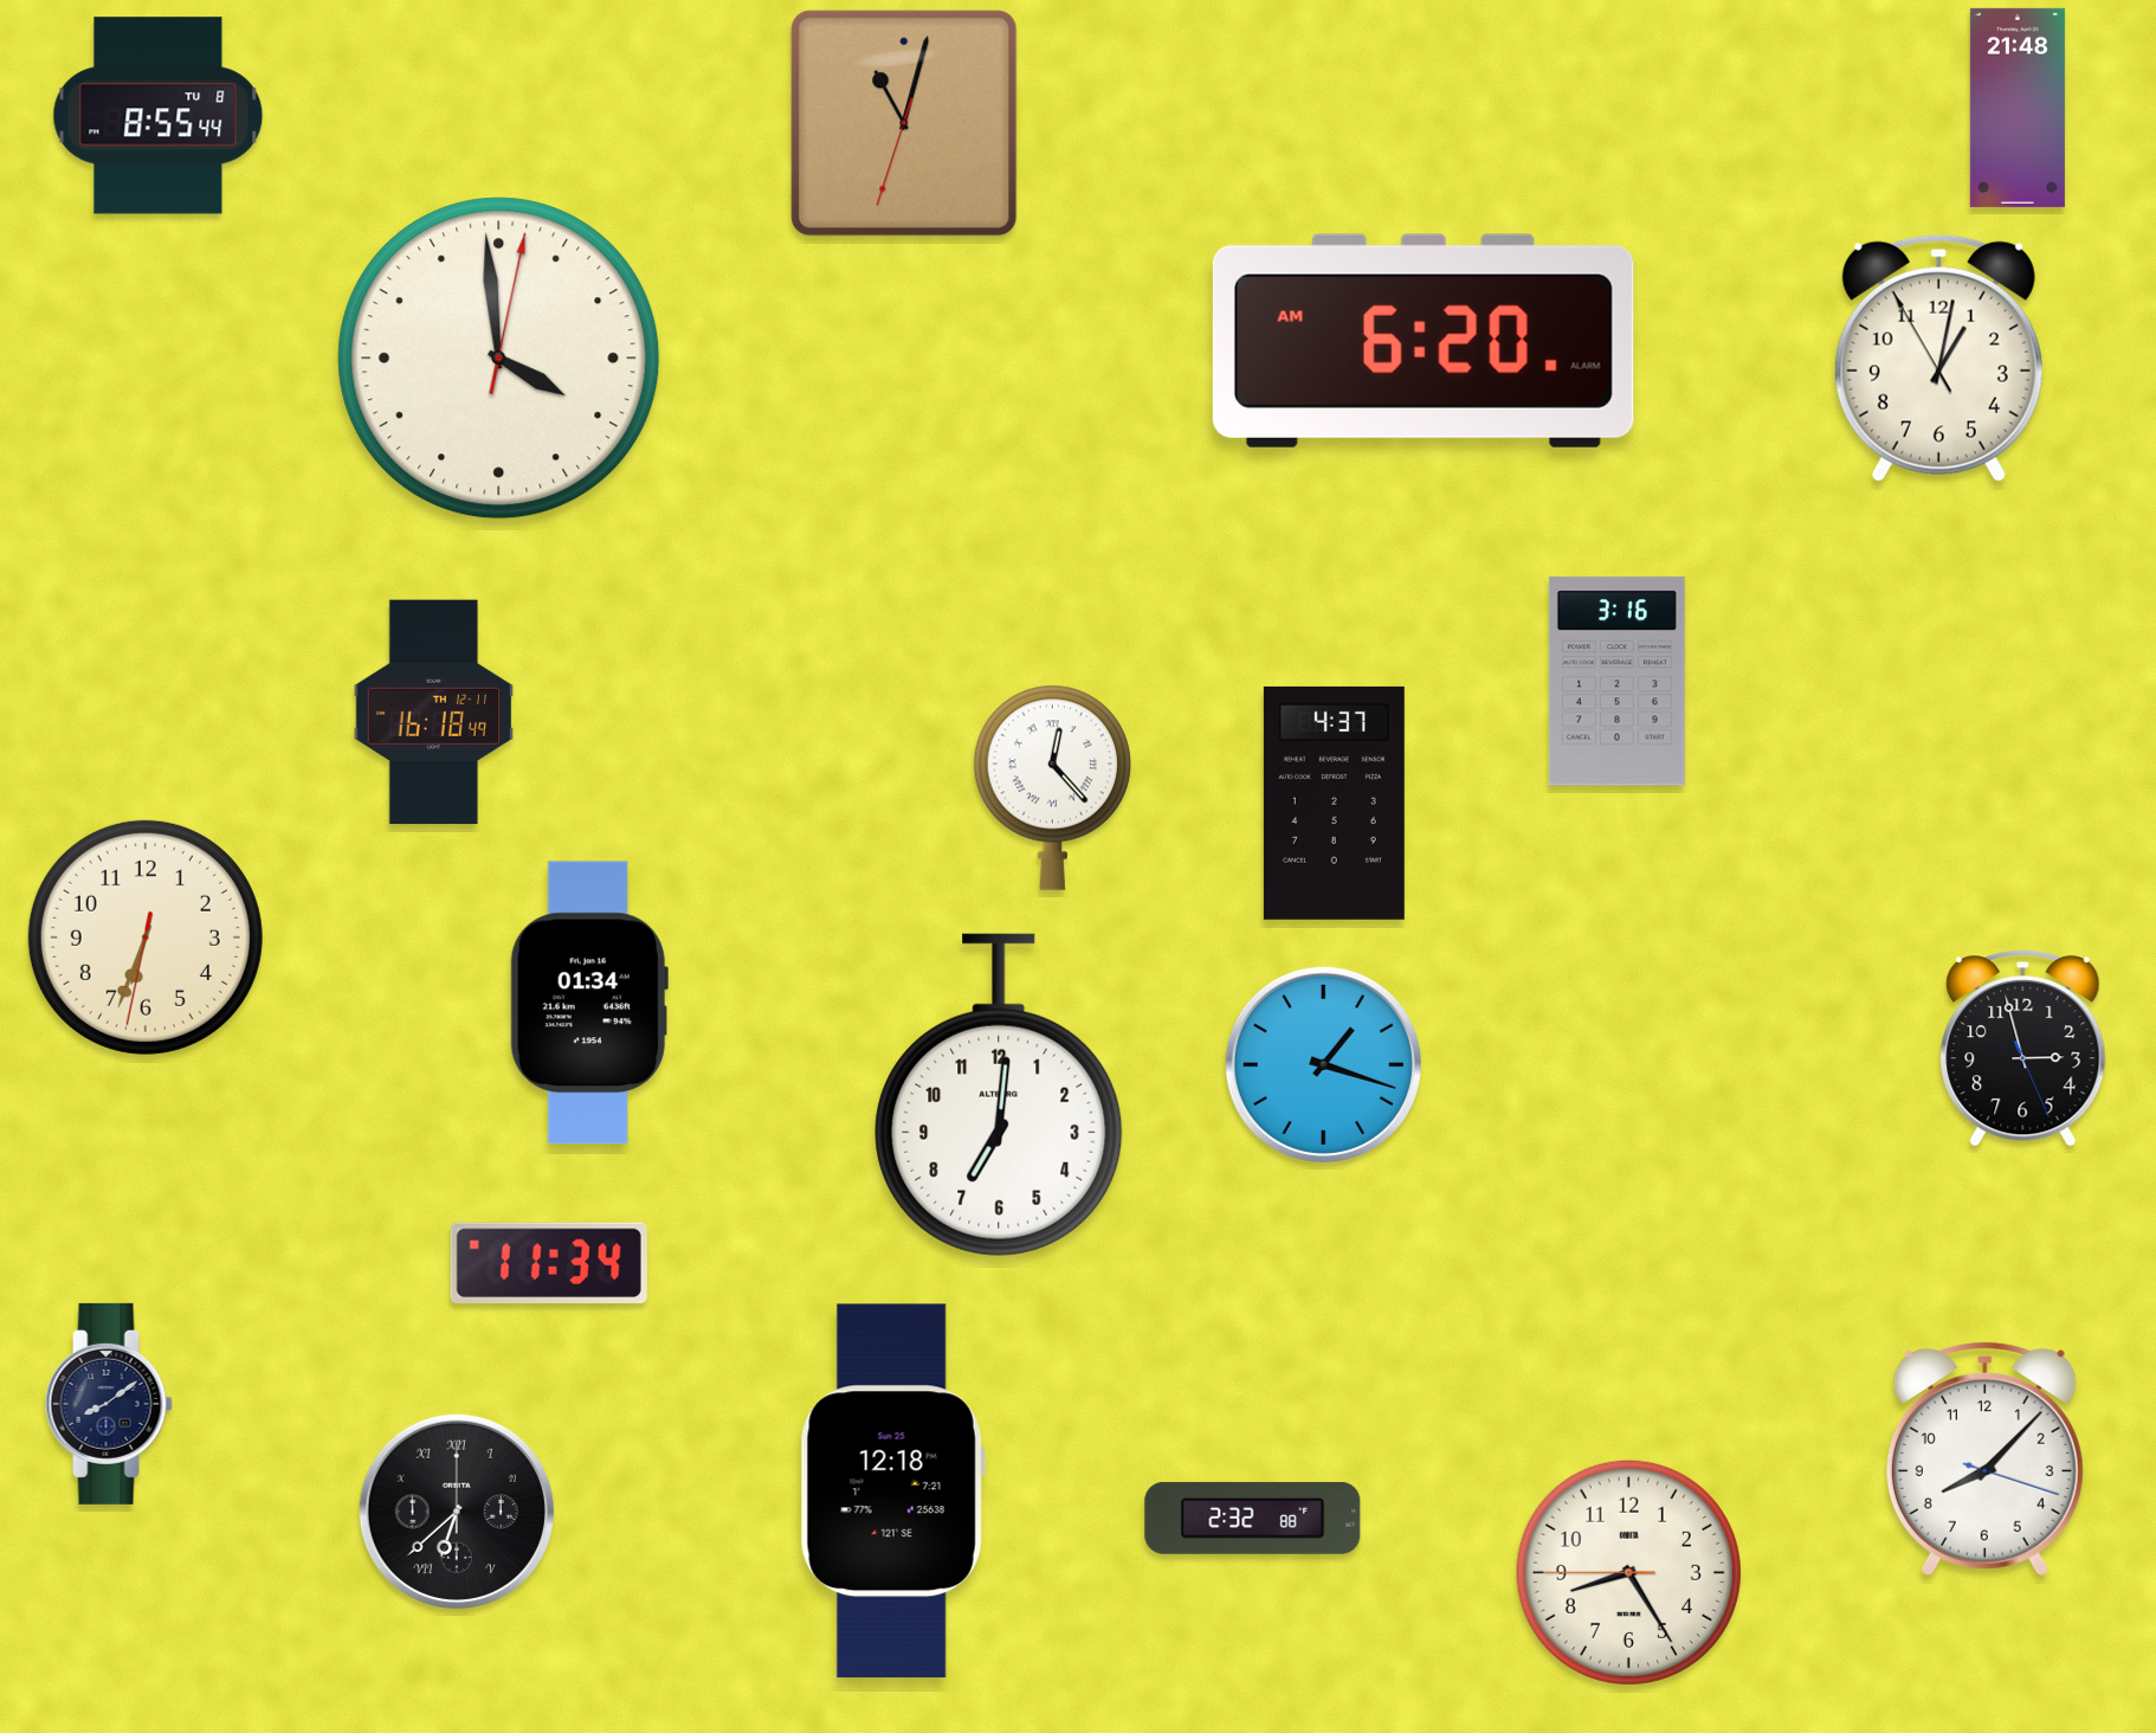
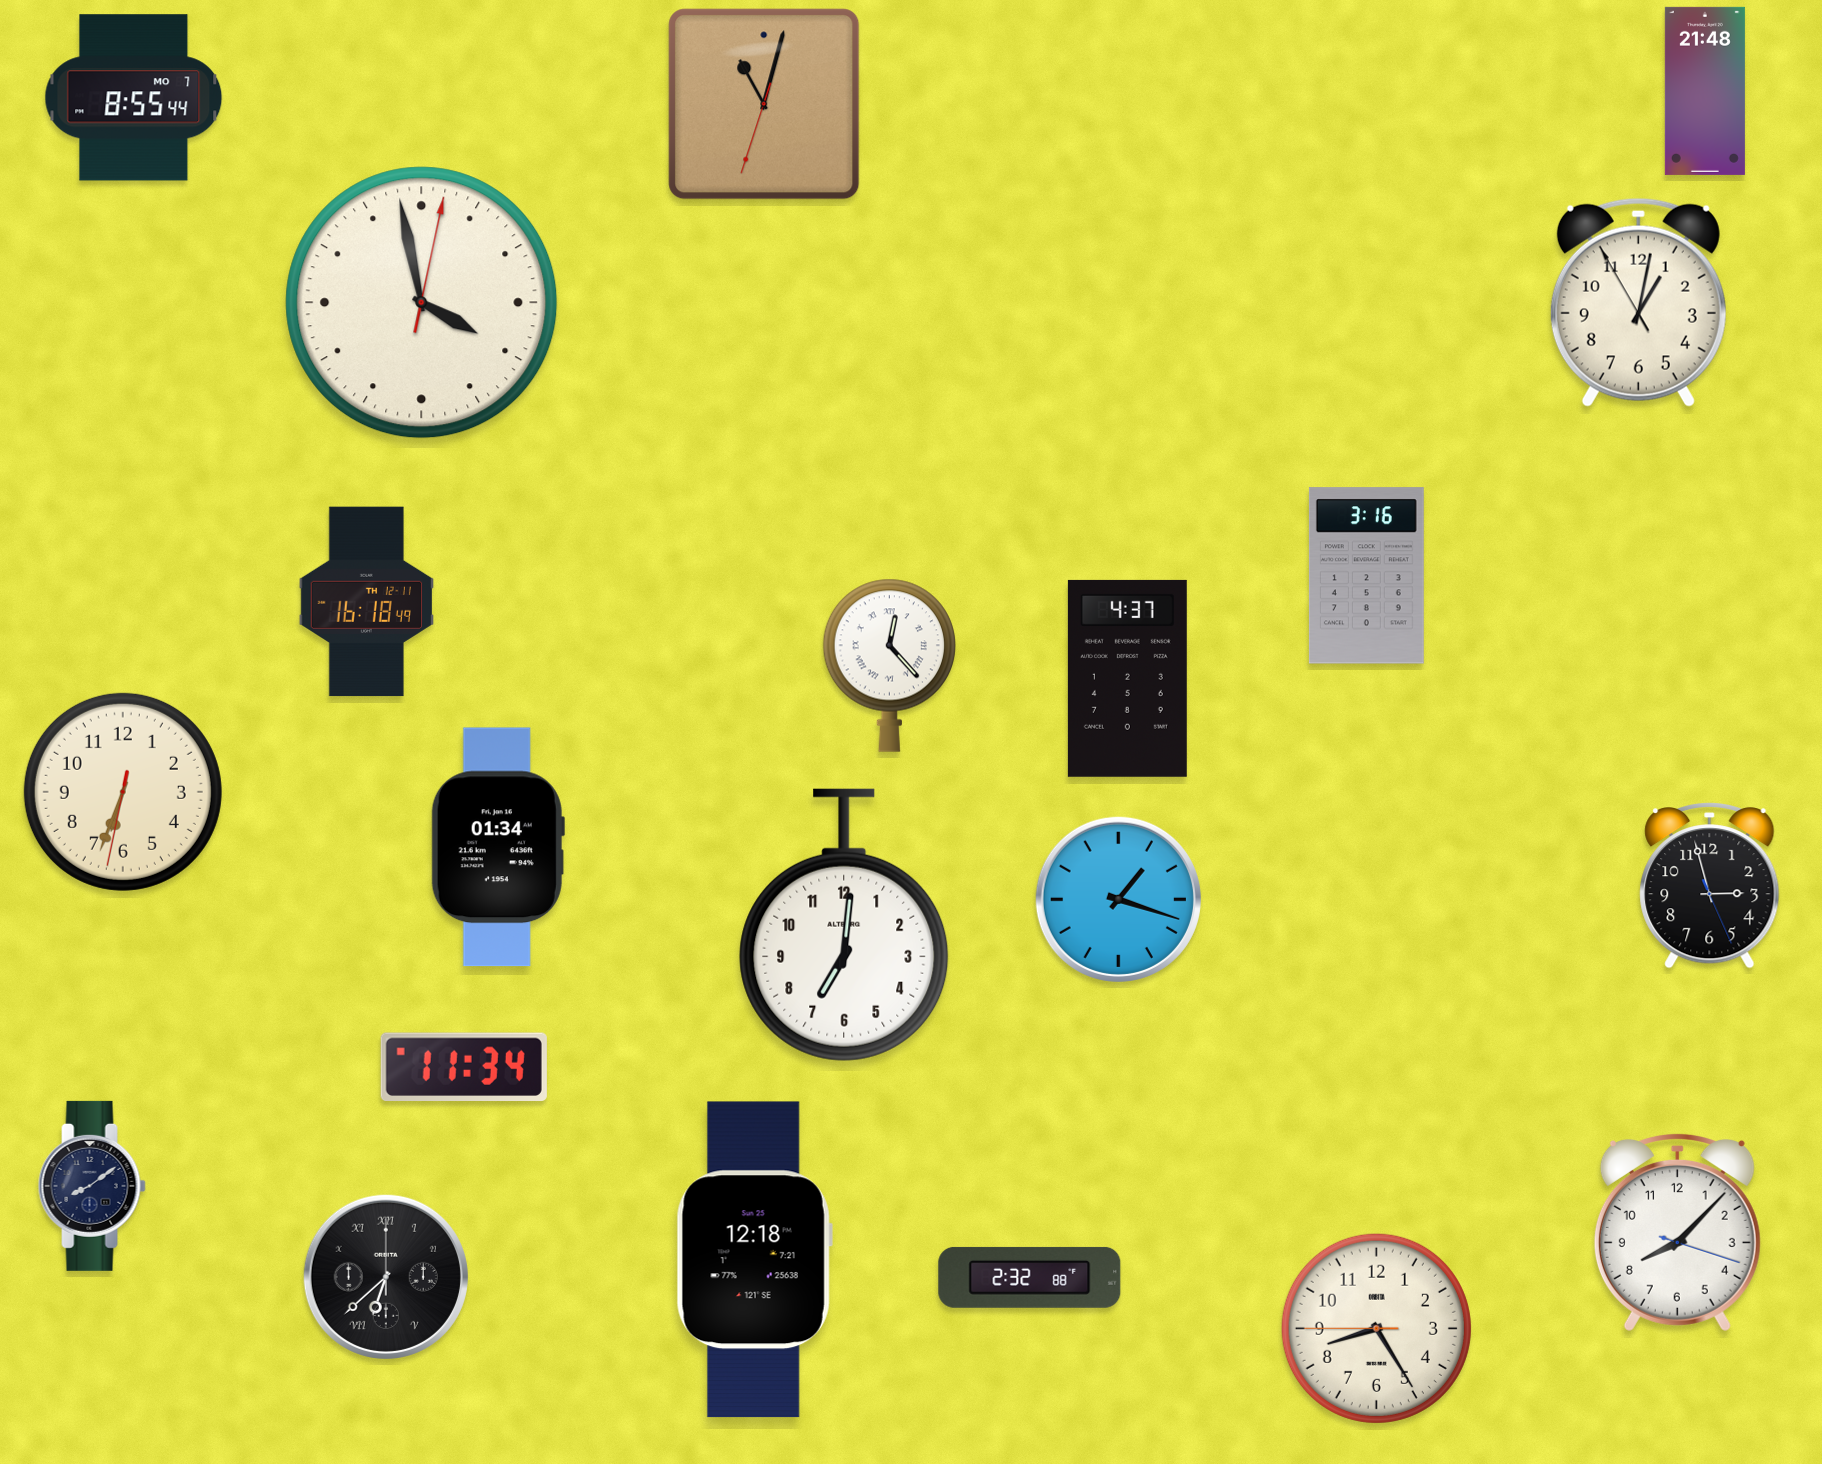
clock at (159, 116) date: TU 8 -> MO 7
clock at (1424, 341): 6:20 -> none
clock at (499, 359): 3:59 -> 3:58
clock at (1253, 1518) position: (1253, 1518) -> (1030, 1277)
